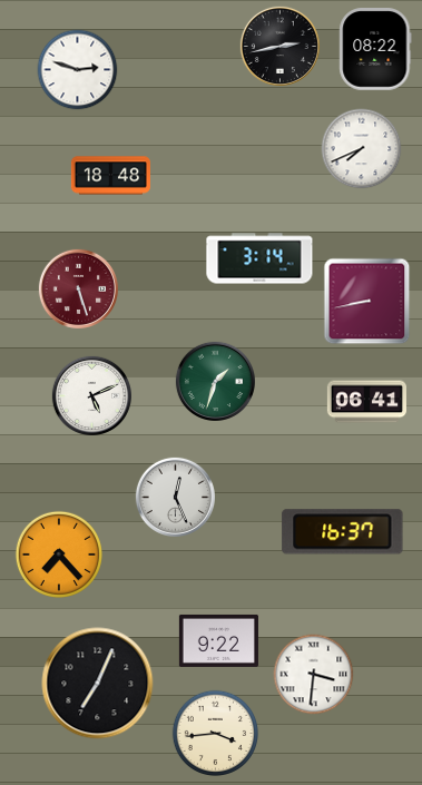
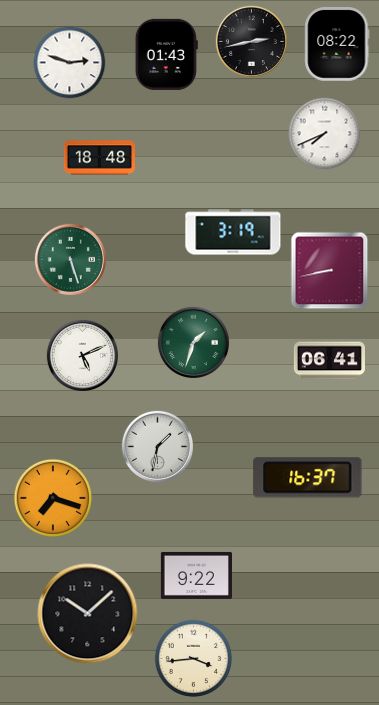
clock at (166, 54): none -> 01:43
clock at (259, 258): 3:14 -> 3:19
clock at (78, 288) dial: burgundy -> green
clock at (175, 497): 12:26 -> 1:32
clock at (58, 553): 7:23 -> 7:18
clock at (314, 675): 3:31 -> none
clock at (98, 684): 7:04 -> 10:08
